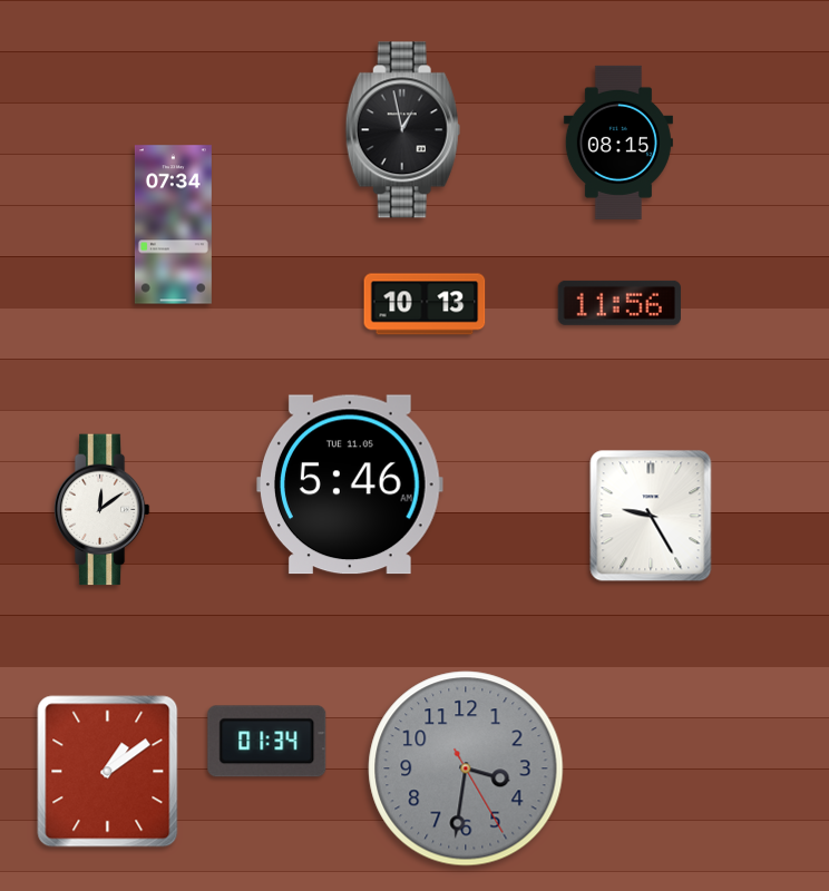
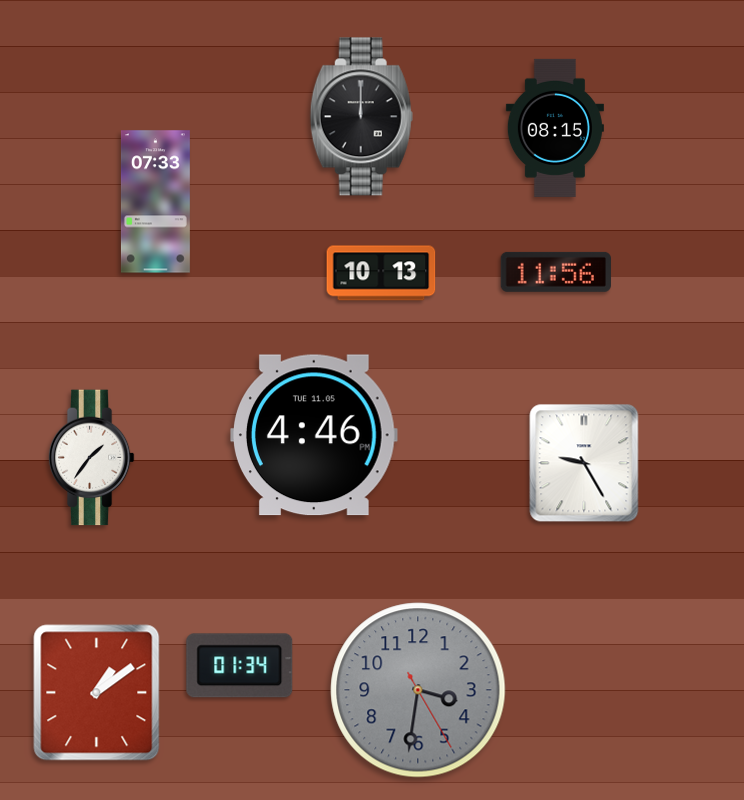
clock at (402, 130): 12:58 -> 12:00
clock at (173, 225): 07:34 -> 07:33
clock at (351, 484): 5:46 -> 4:46
clock at (101, 510): 12:09 -> 1:36
